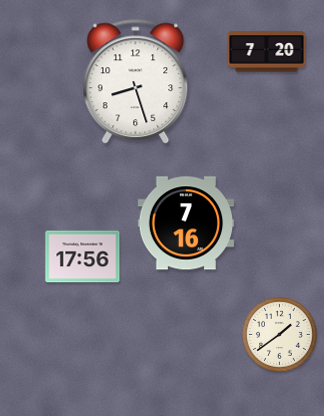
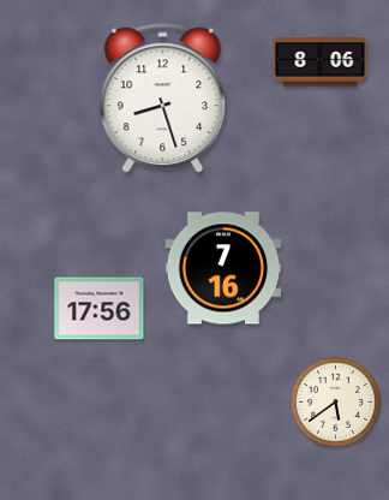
clock at (267, 52): 7:20 -> 8:06
clock at (280, 335): 1:39 -> 5:39
